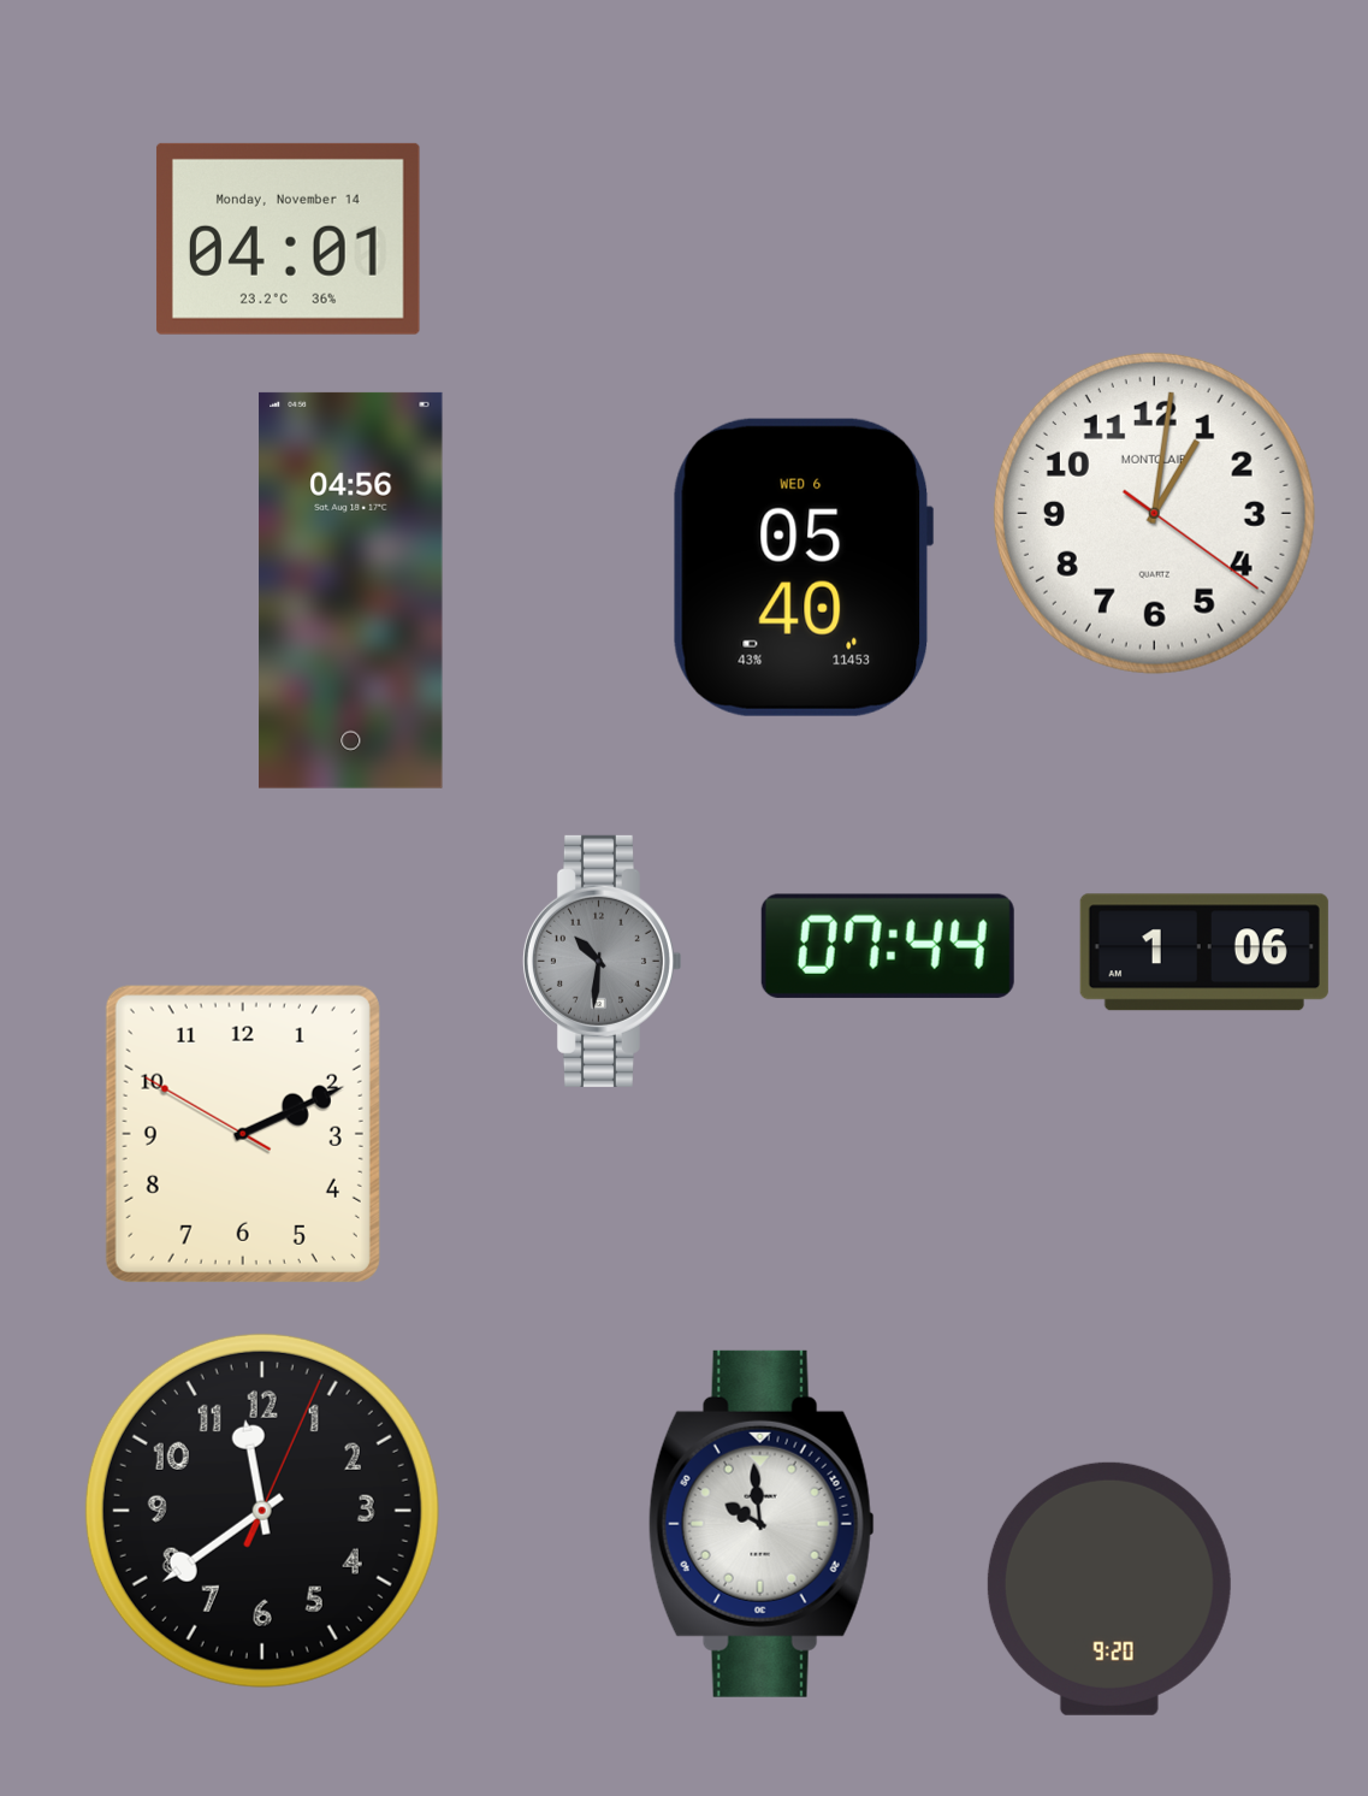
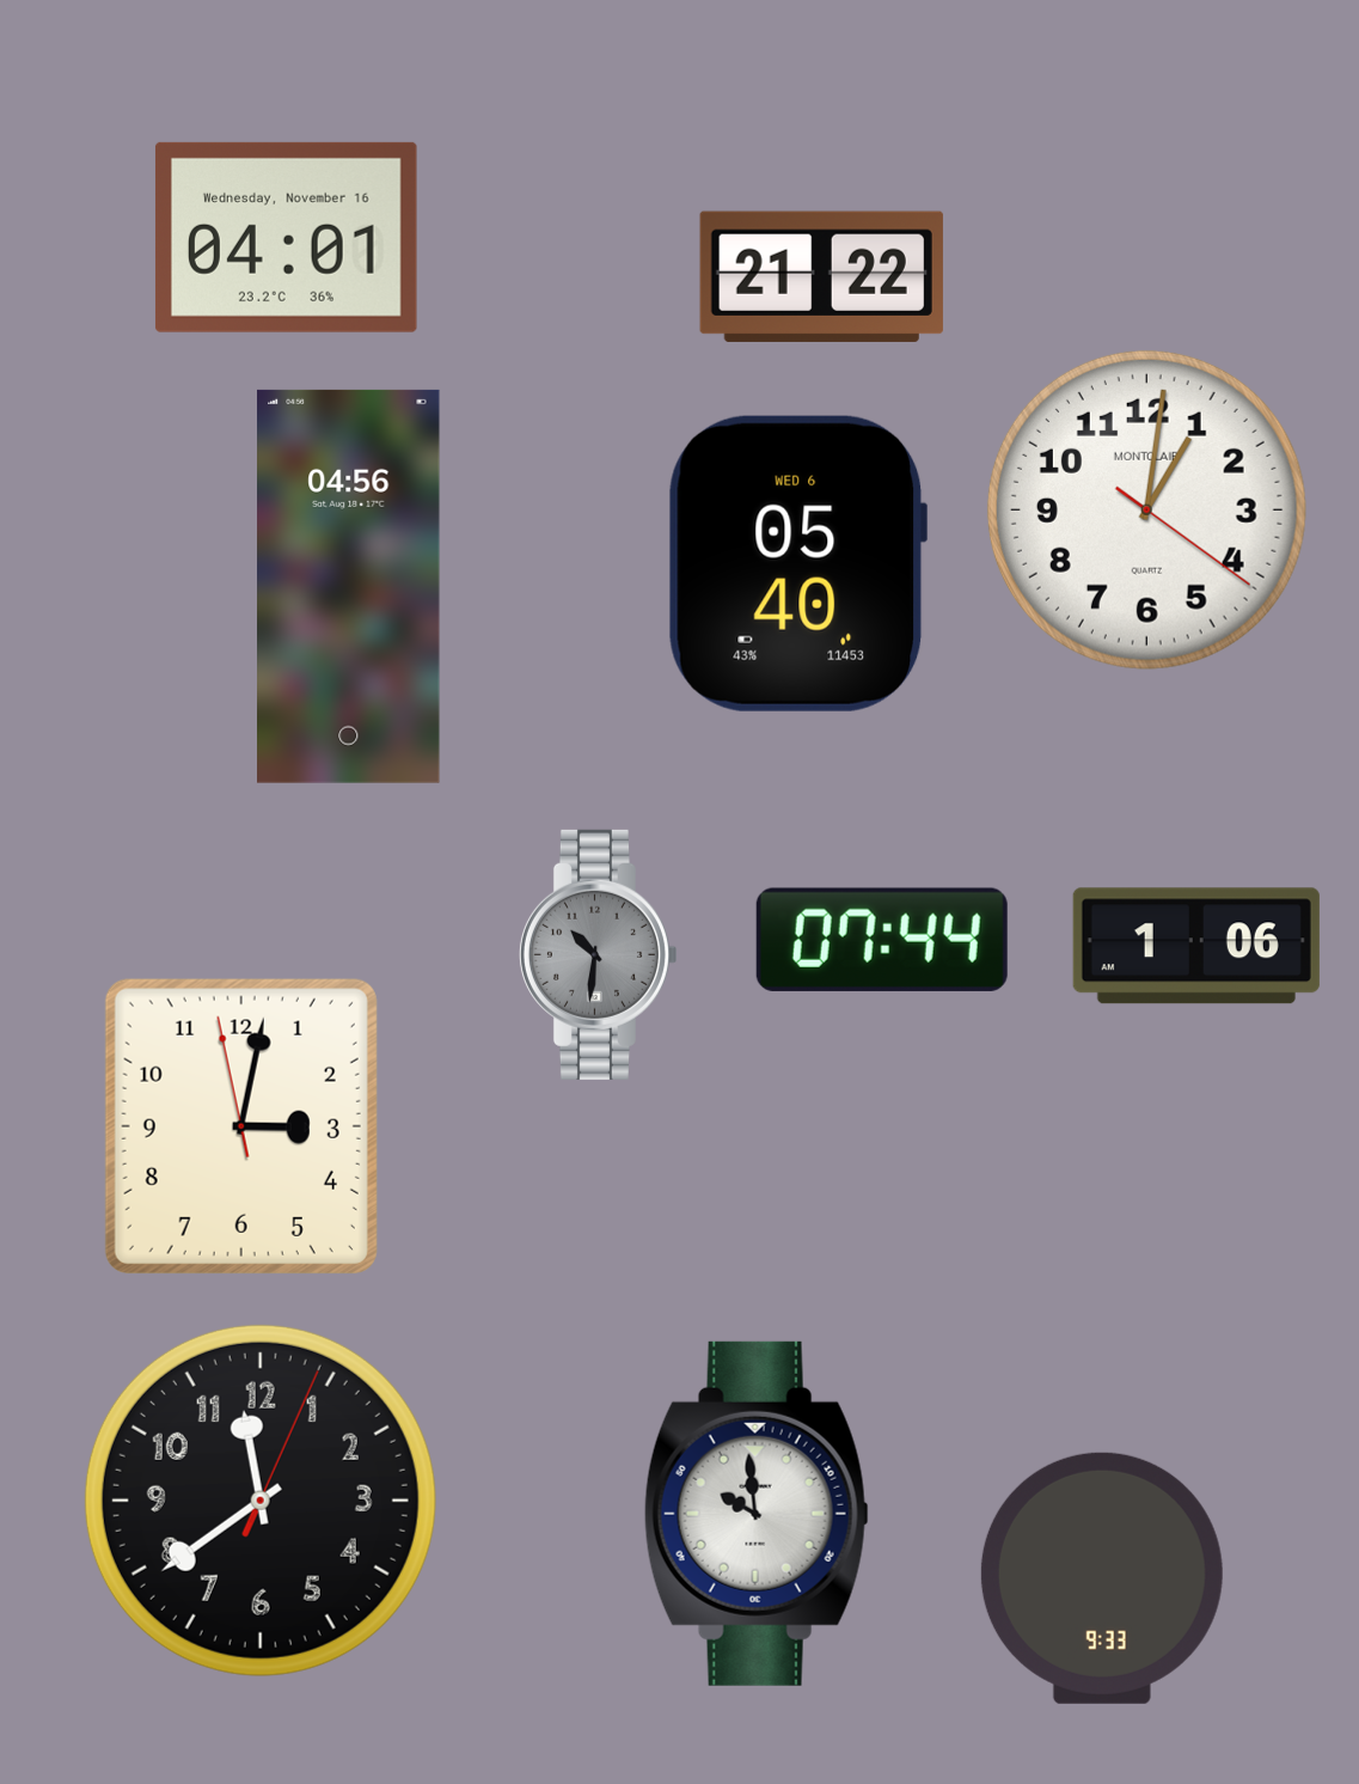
clock at (288, 238) date: Monday, November 14 -> Wednesday, November 16
clock at (821, 276): none -> 21:22
clock at (243, 1134): 2:10 -> 3:01
clock at (1109, 1589): 9:20 -> 9:33
